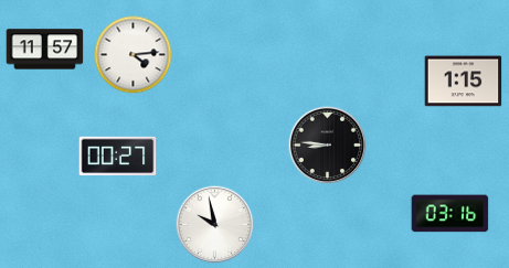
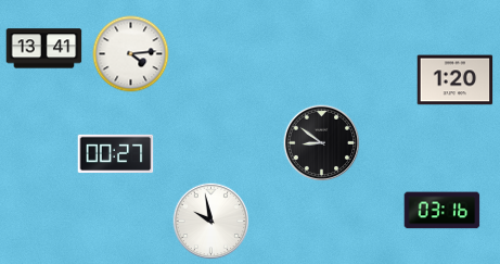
clock at (45, 50): 11:57 -> 13:41
clock at (464, 82): 1:15 -> 1:20
clock at (328, 146): 8:46 -> 8:51
